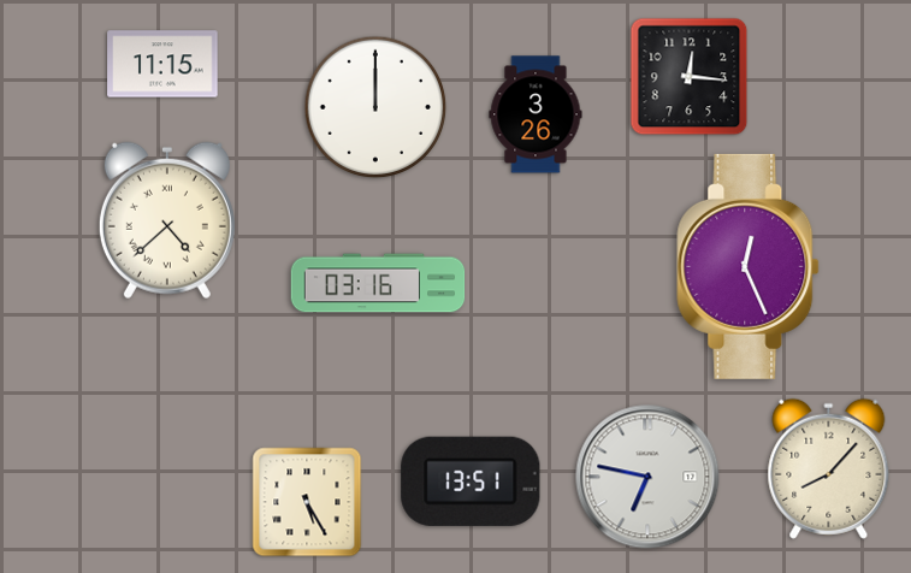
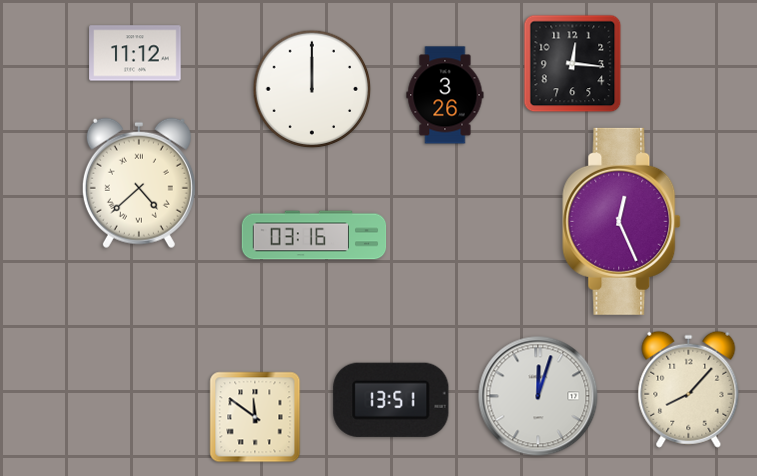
clock at (162, 64): 11:15 -> 11:12
clock at (647, 477): 6:47 -> 12:03
clock at (307, 502): 5:25 -> 11:51
